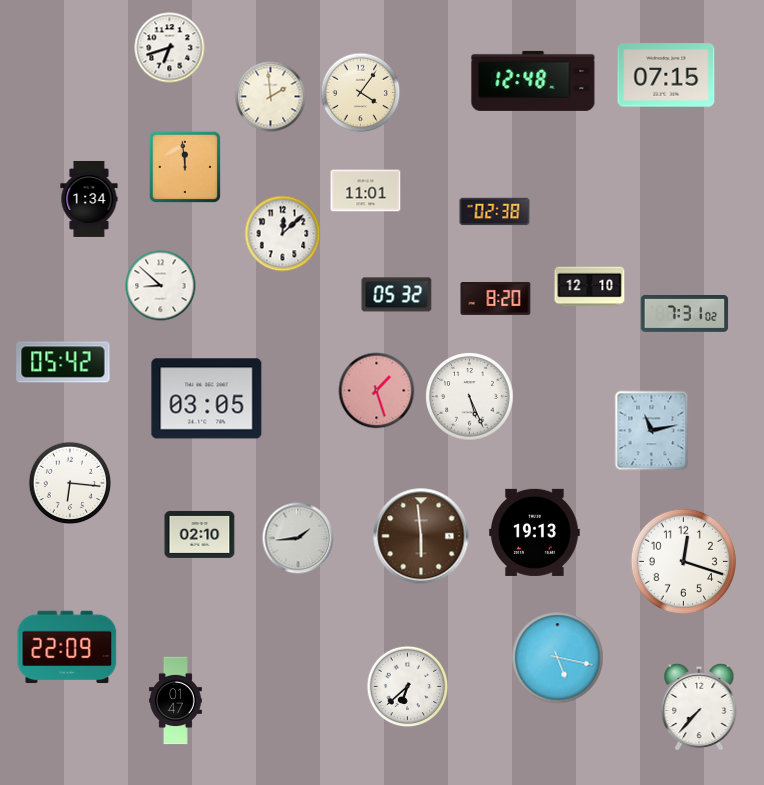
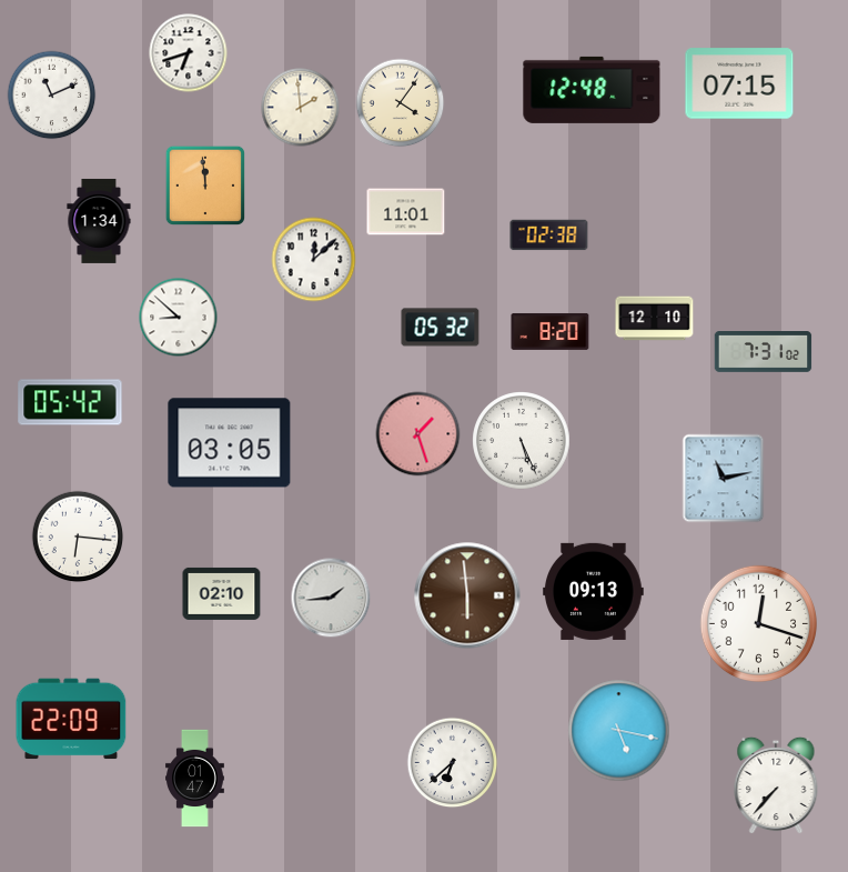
clock at (52, 96): none -> 11:11
clock at (685, 314) position: (685, 314) -> (764, 352)
clock at (535, 532): 19:13 -> 09:13
clock at (67, 647) position: (67, 647) -> (71, 719)
